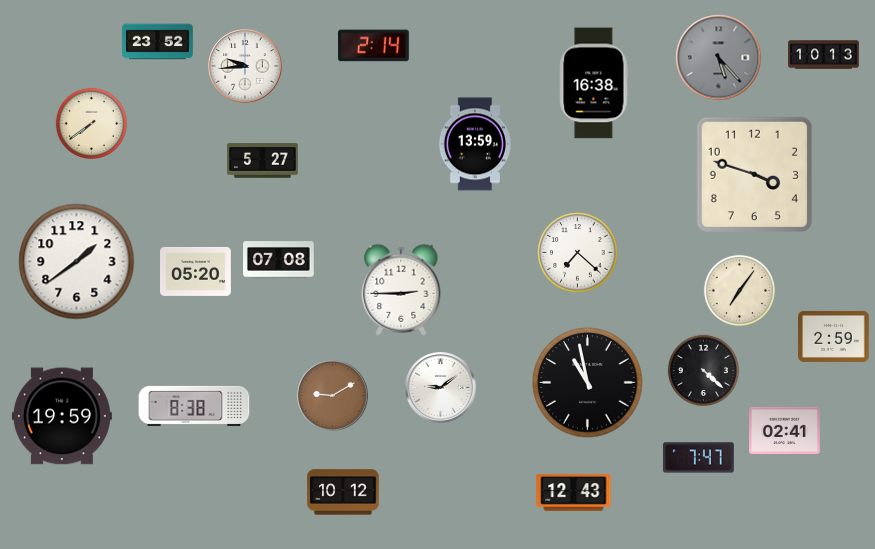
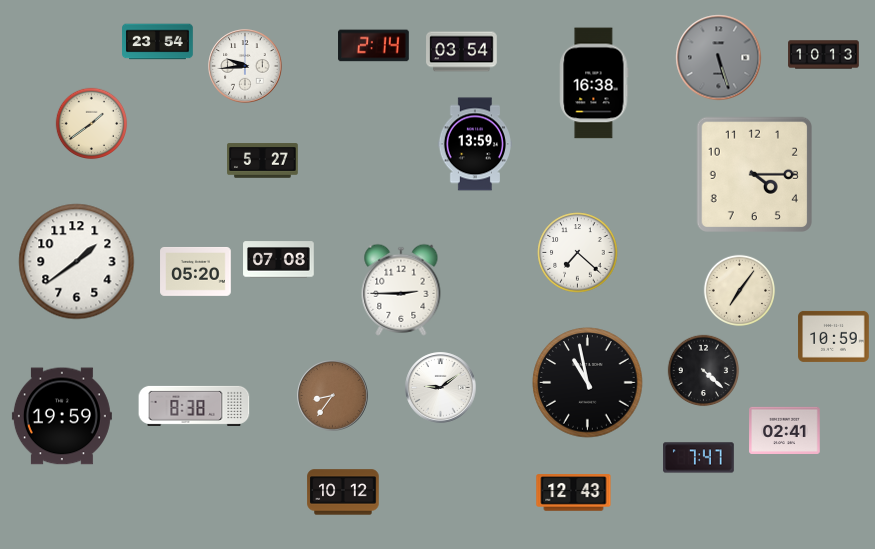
clock at (158, 42): 23:52 -> 23:54
clock at (462, 52): none -> 03:54
clock at (719, 58): 5:23 -> 5:27
clock at (92, 124): 7:39 -> 1:39
clock at (754, 174): 3:48 -> 4:15
clock at (834, 336): 2:59 -> 10:59
clock at (333, 396): 9:10 -> 8:36
